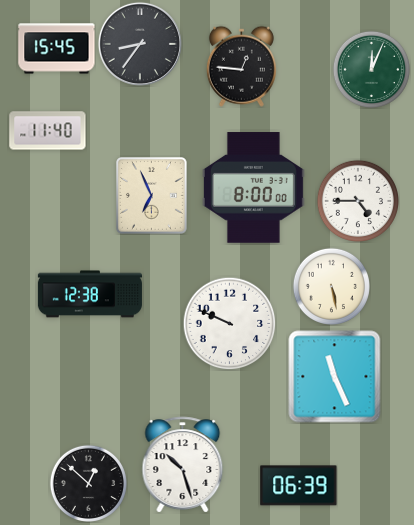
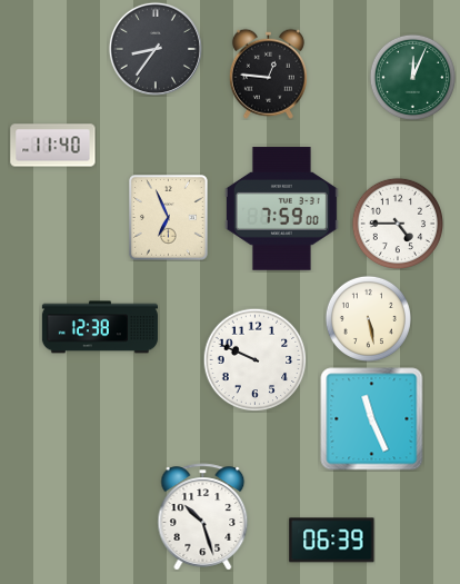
clock at (57, 49): 15:45 -> none
clock at (253, 188): 8:00 -> 7:59
clock at (88, 483): 12:52 -> none
